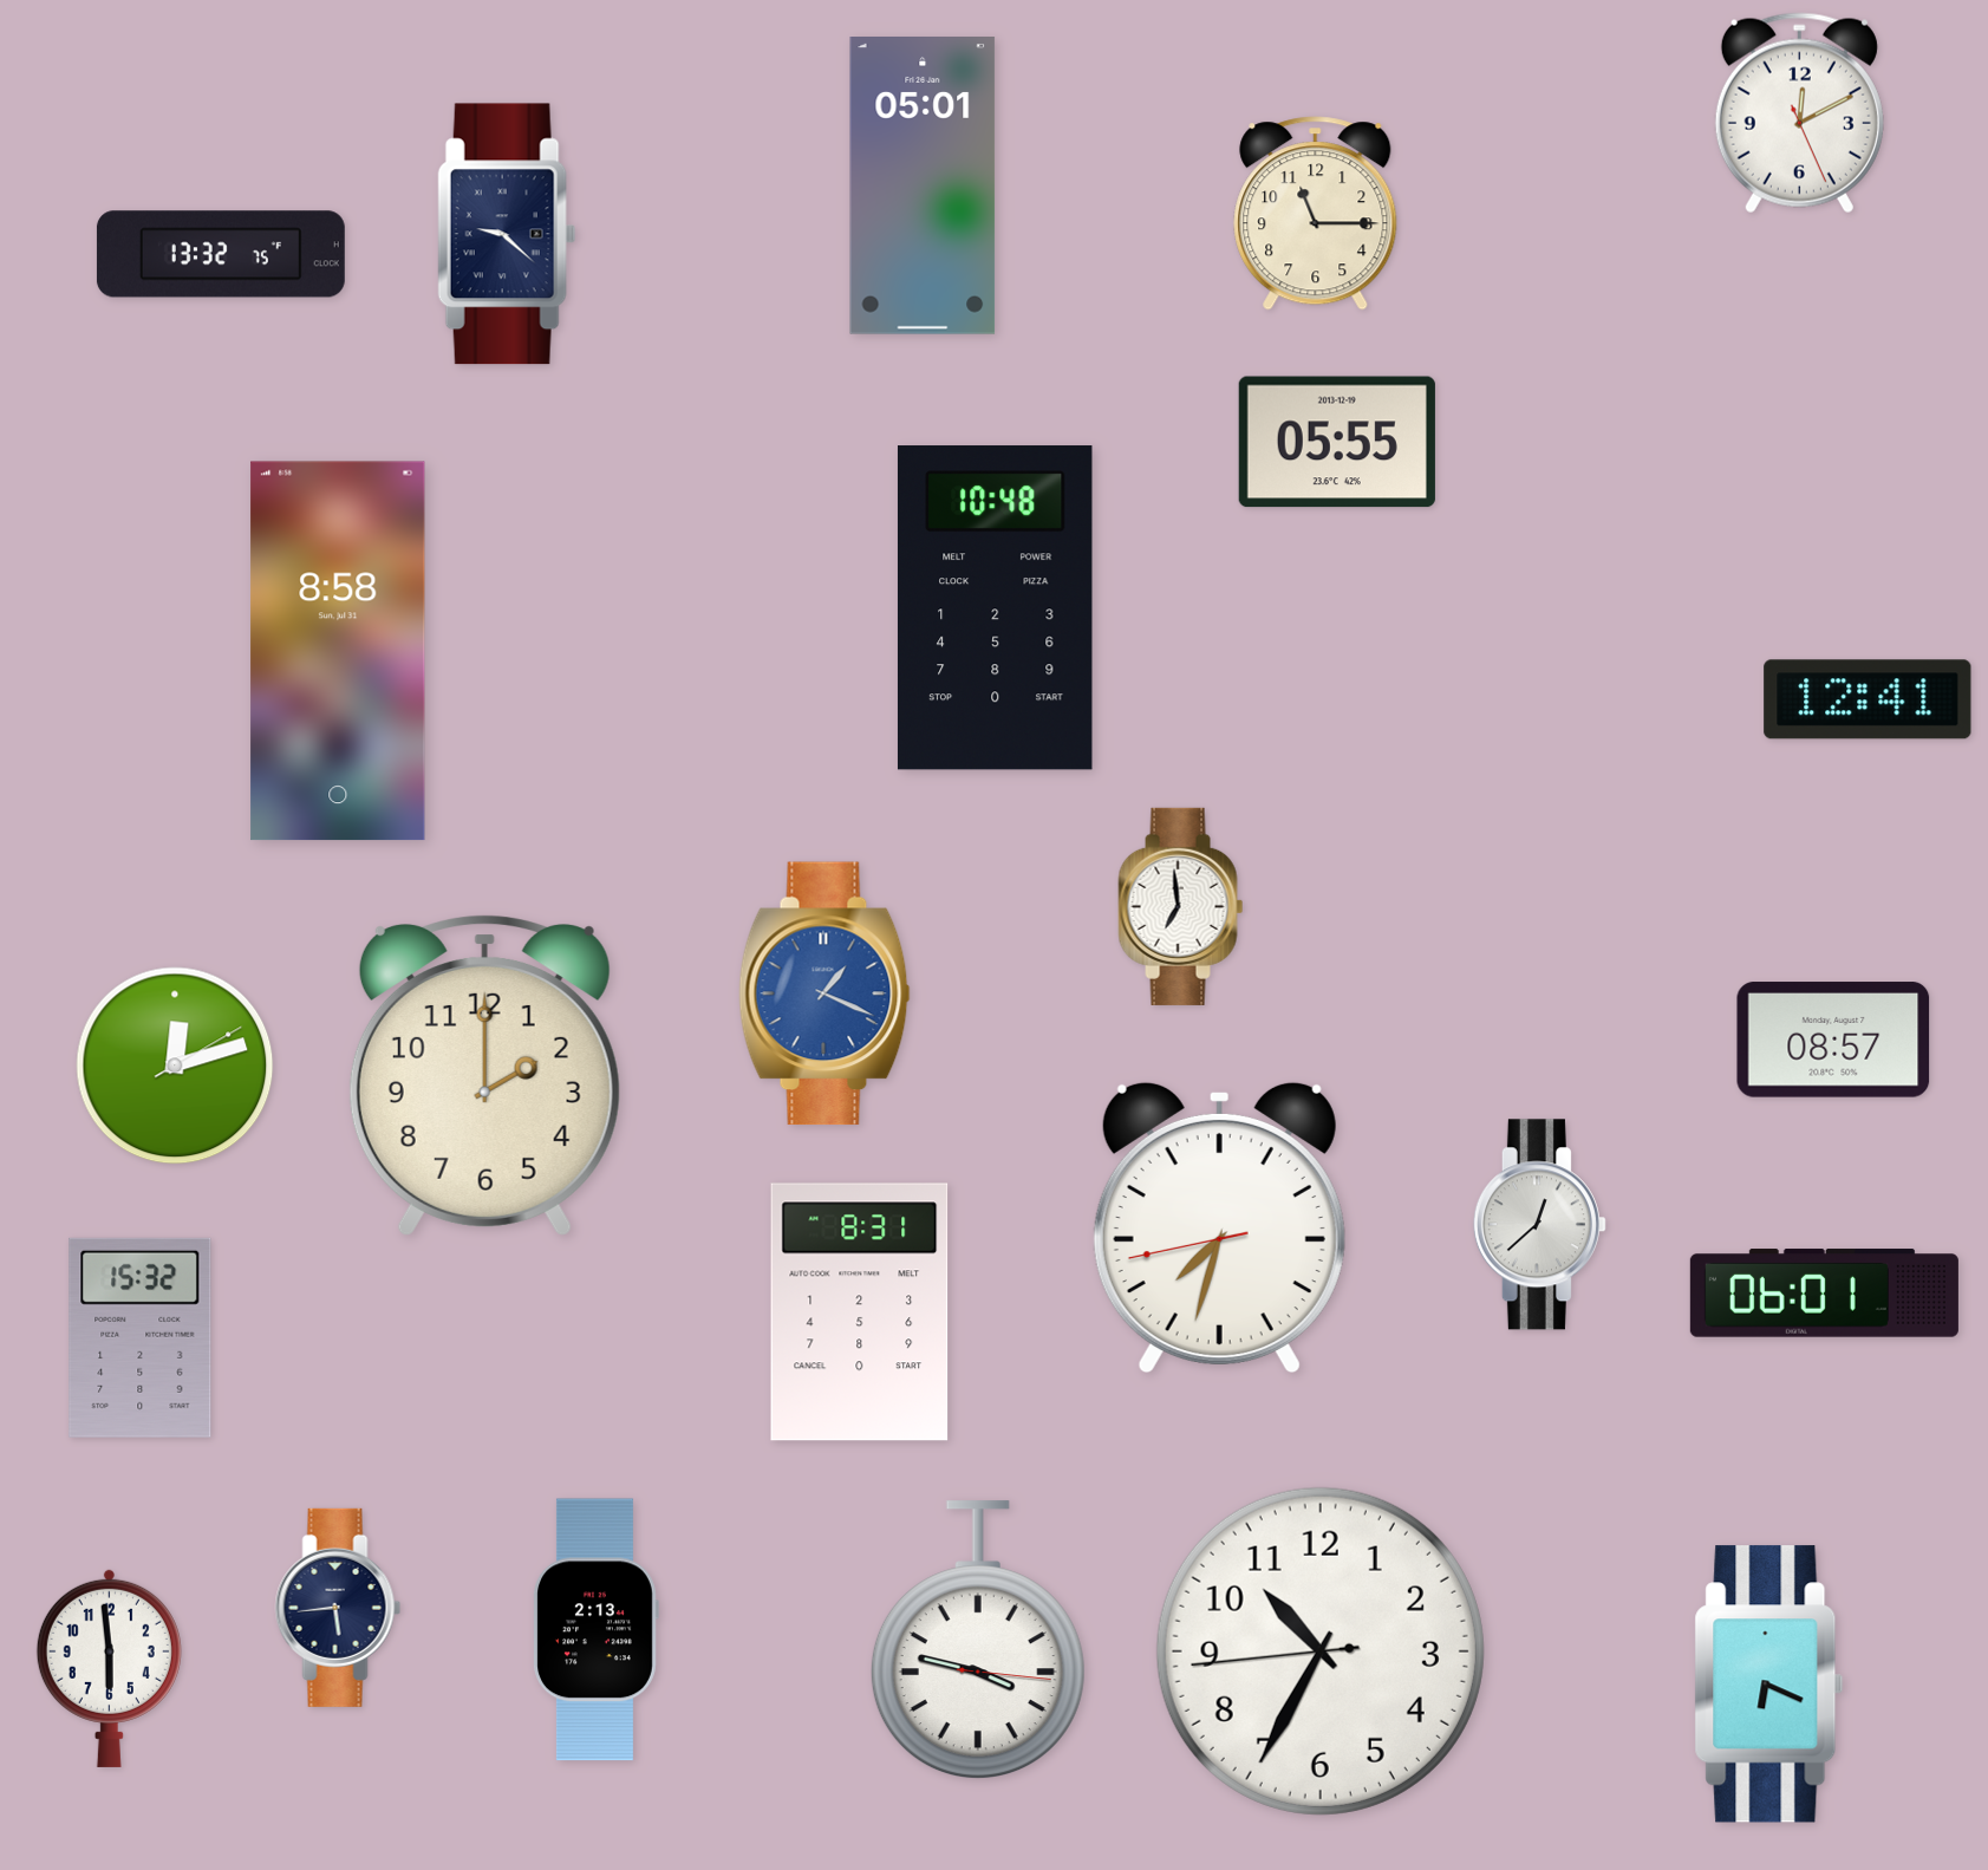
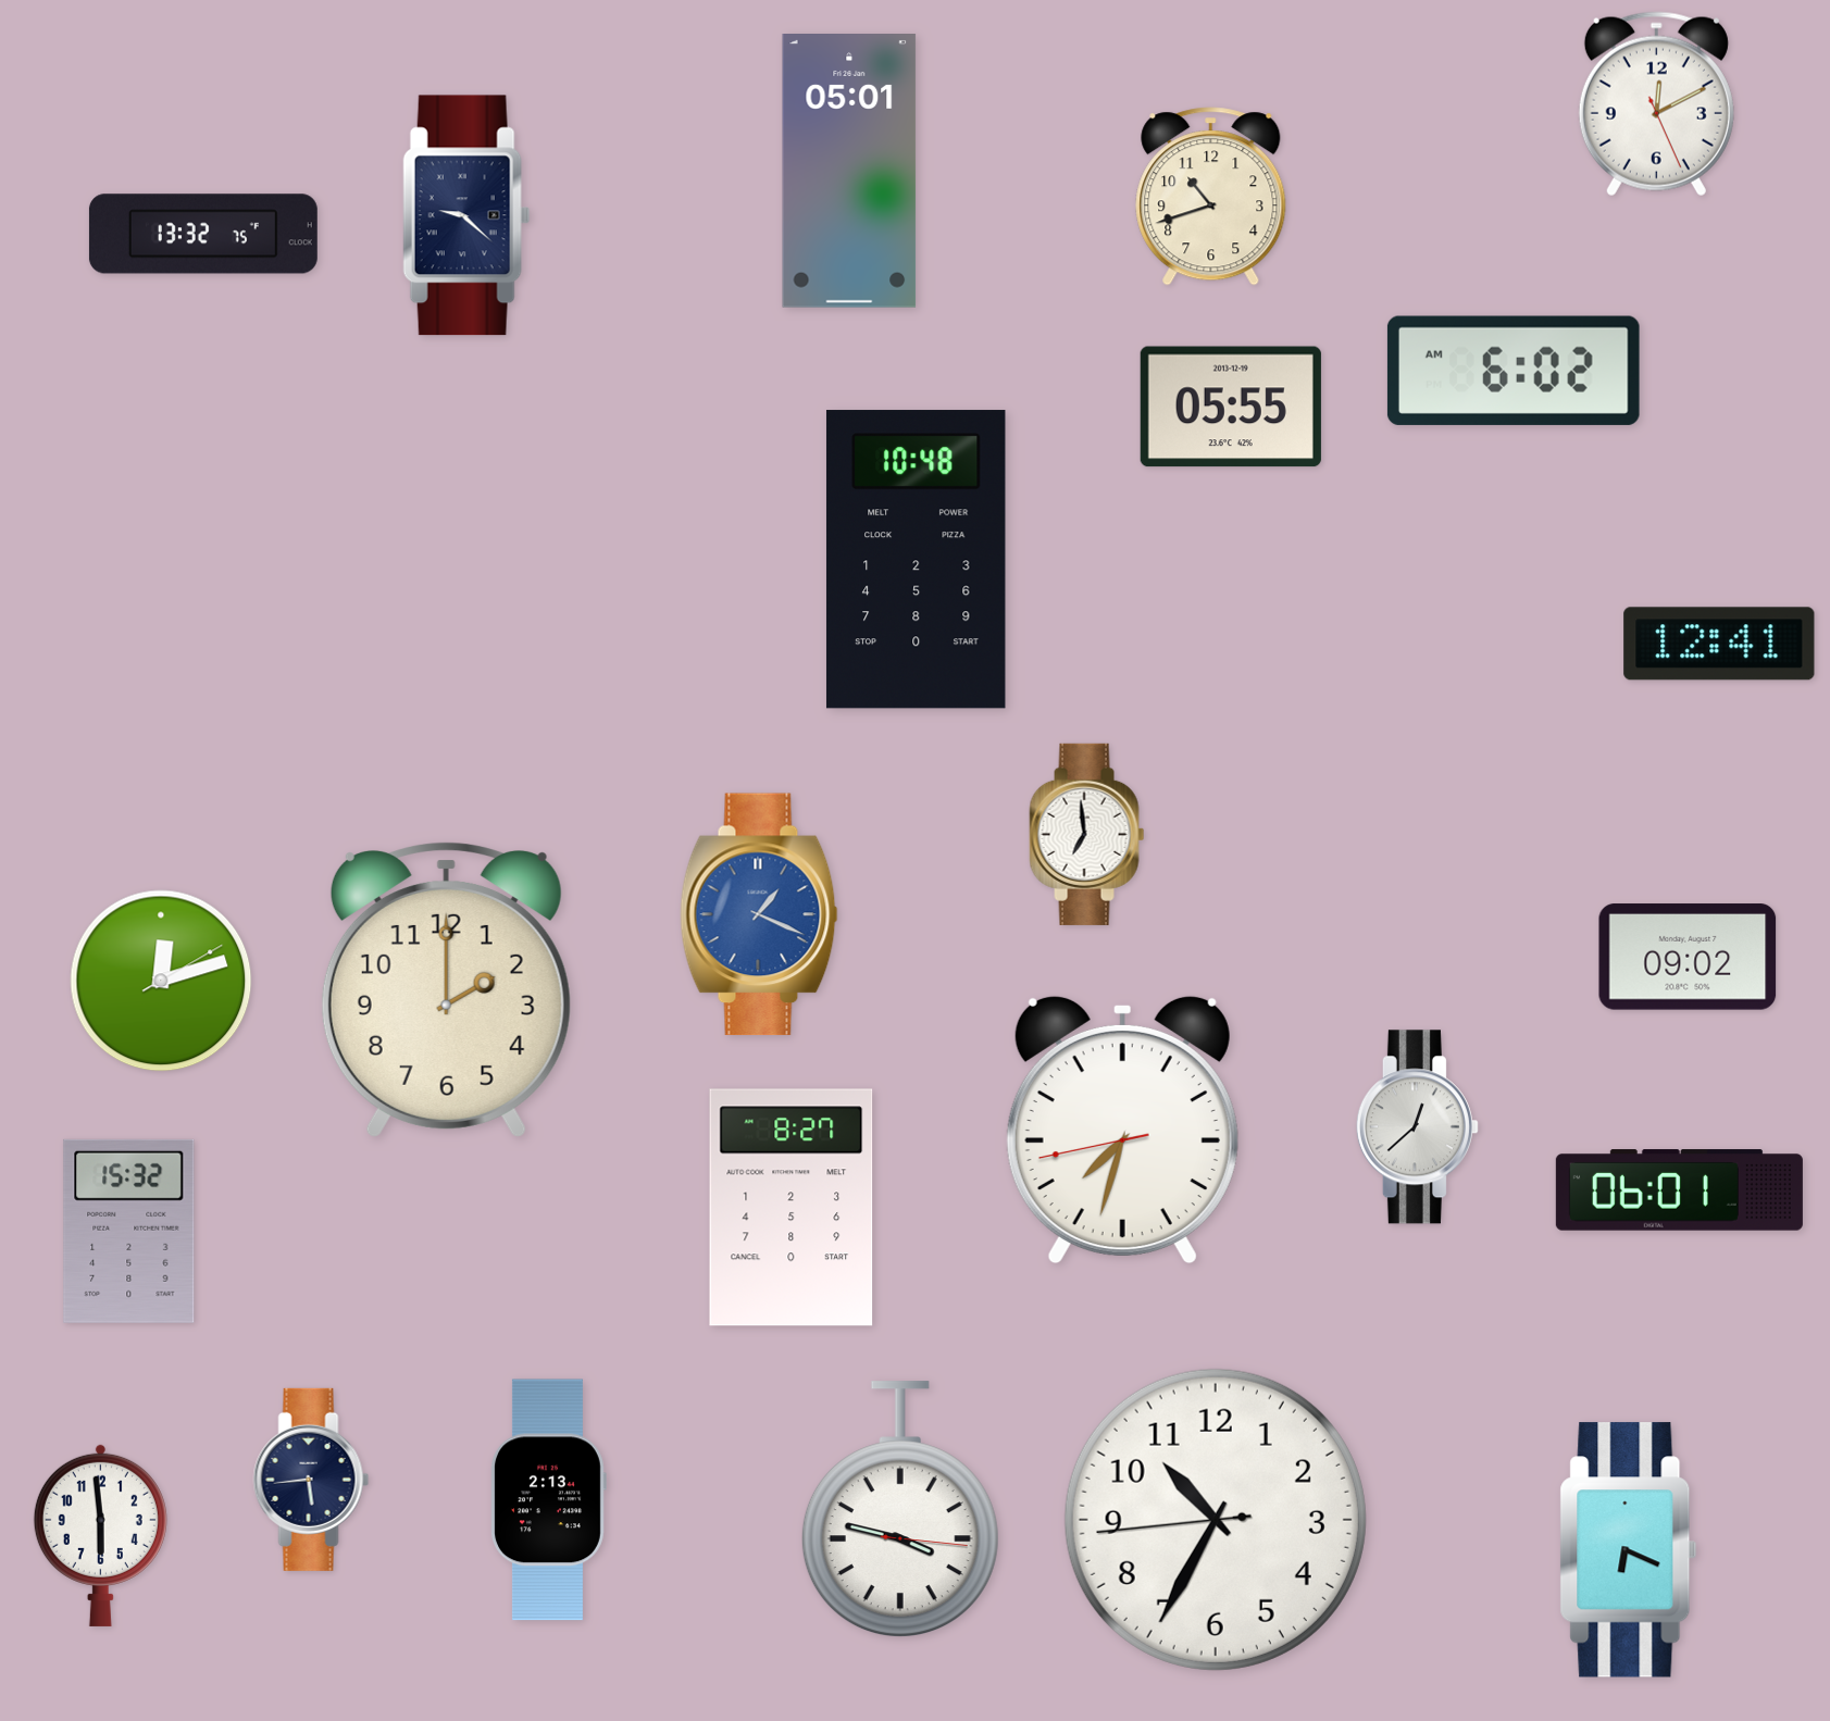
clock at (1316, 214): 11:15 -> 10:42
clock at (1514, 371): none -> 6:02
clock at (338, 651): 8:58 -> none
clock at (1833, 1040): 08:57 -> 09:02
clock at (860, 1312): 8:31 -> 8:27
